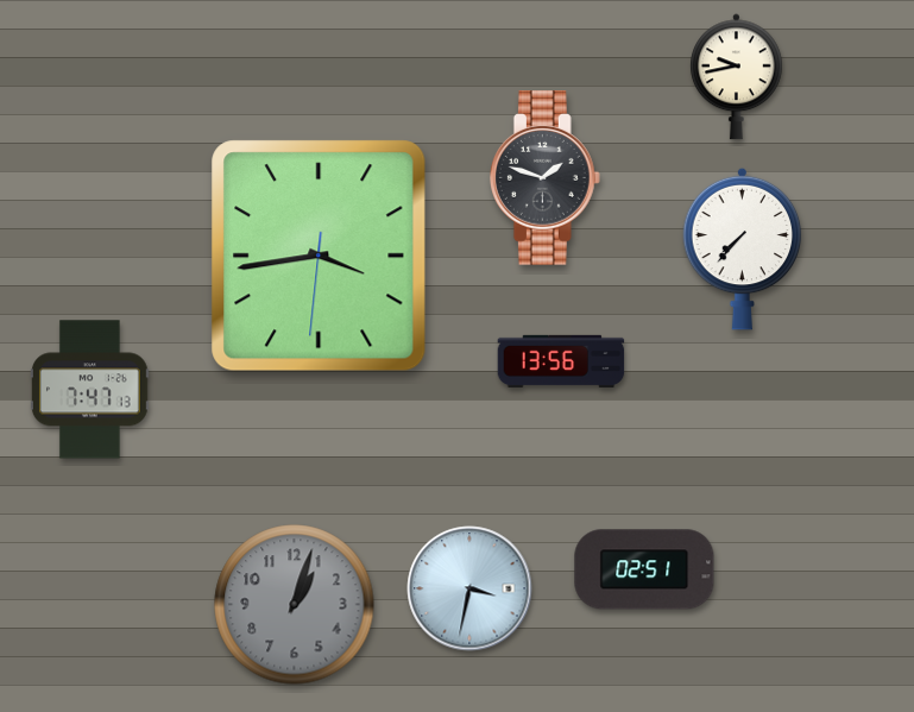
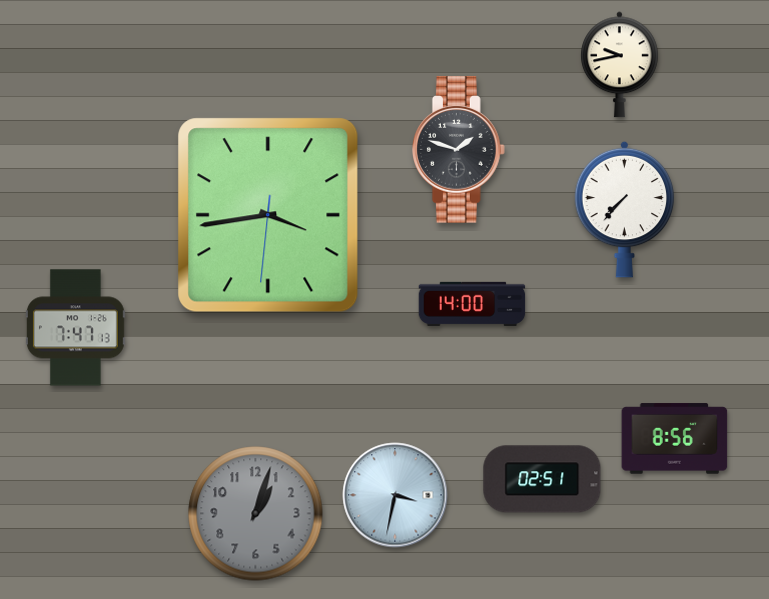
clock at (561, 361): 13:56 -> 14:00
clock at (675, 439): none -> 8:56
clock at (295, 605) position: (295, 605) -> (256, 514)
